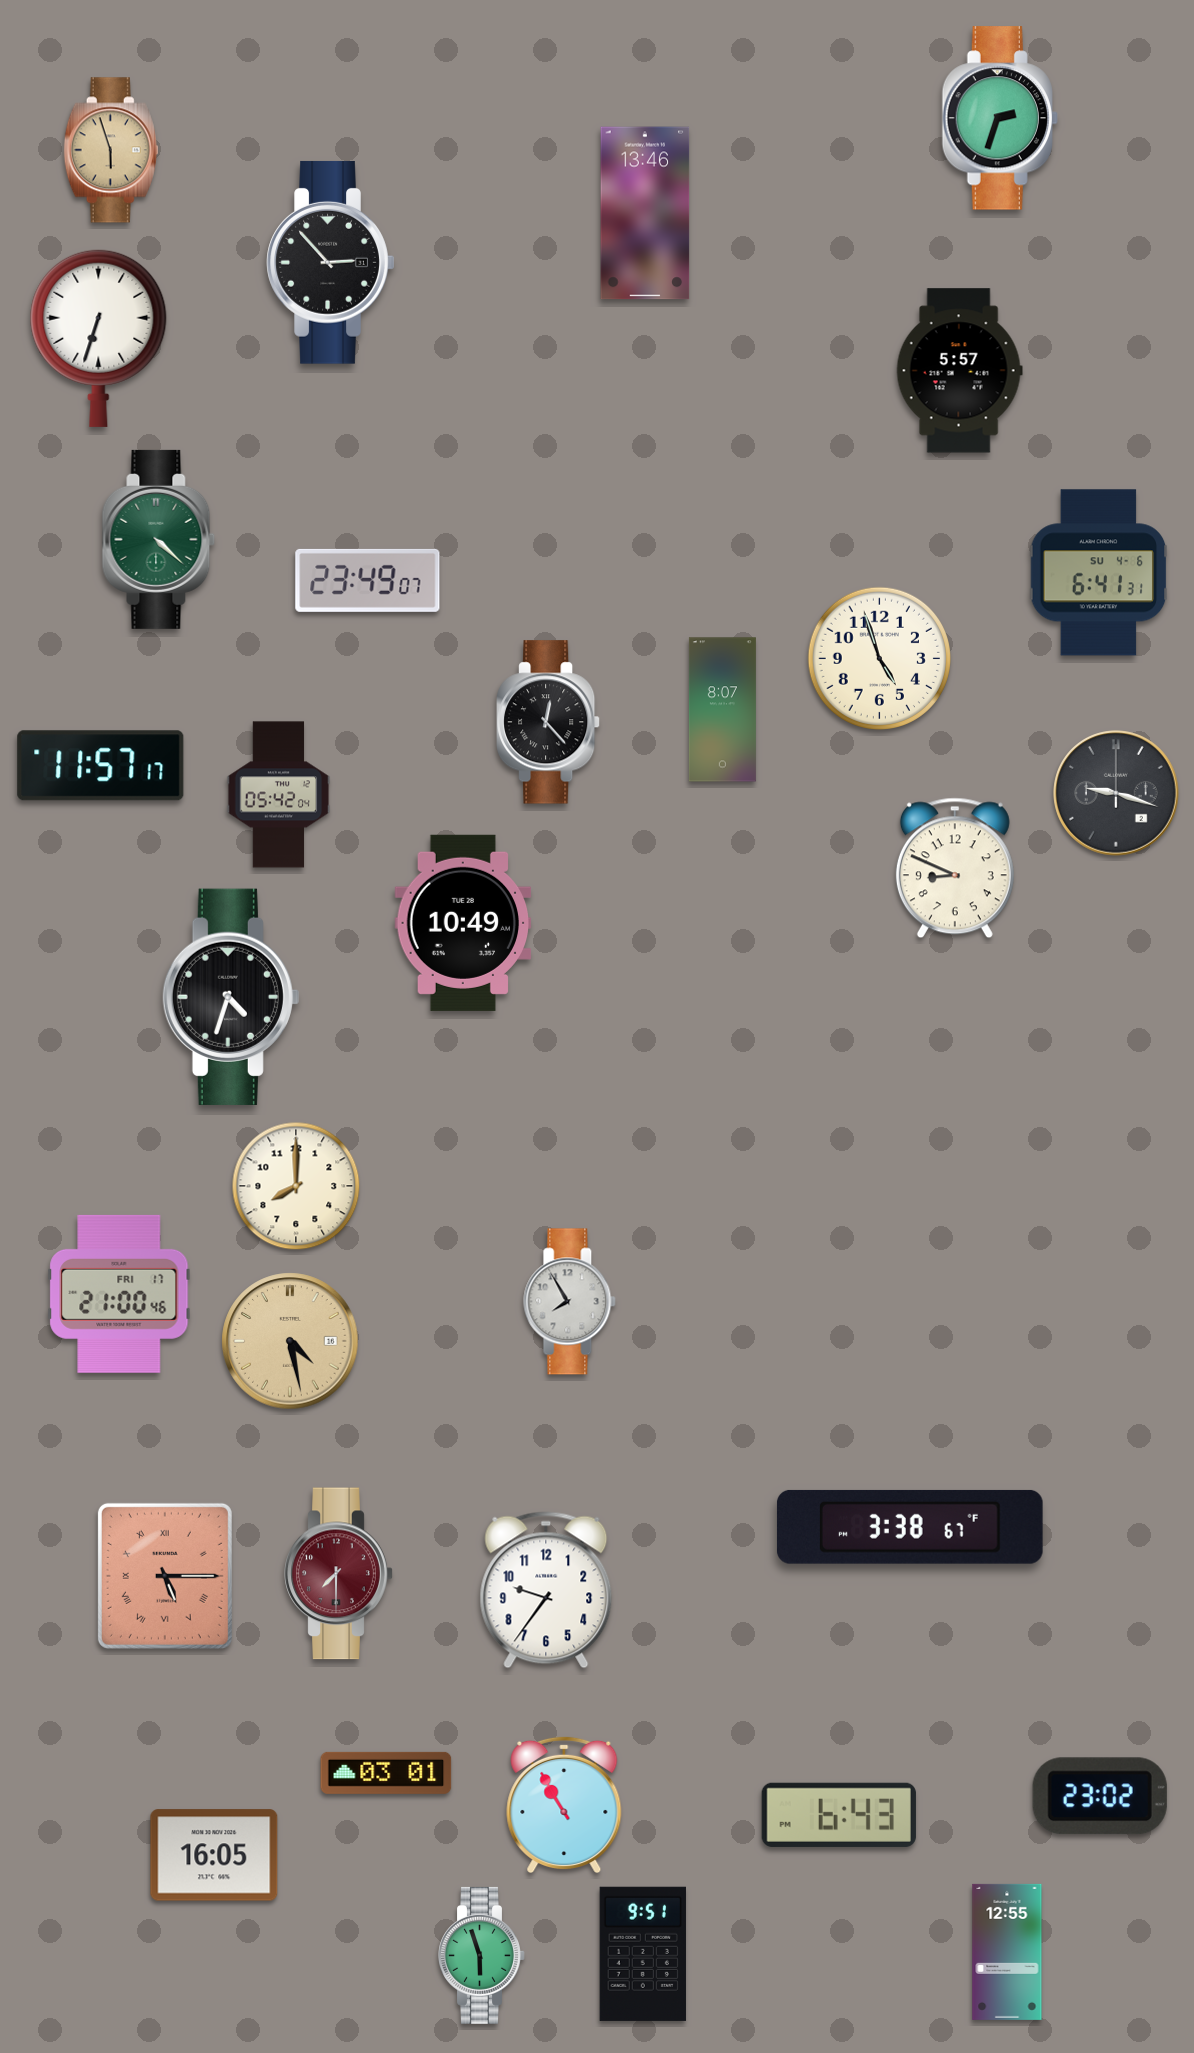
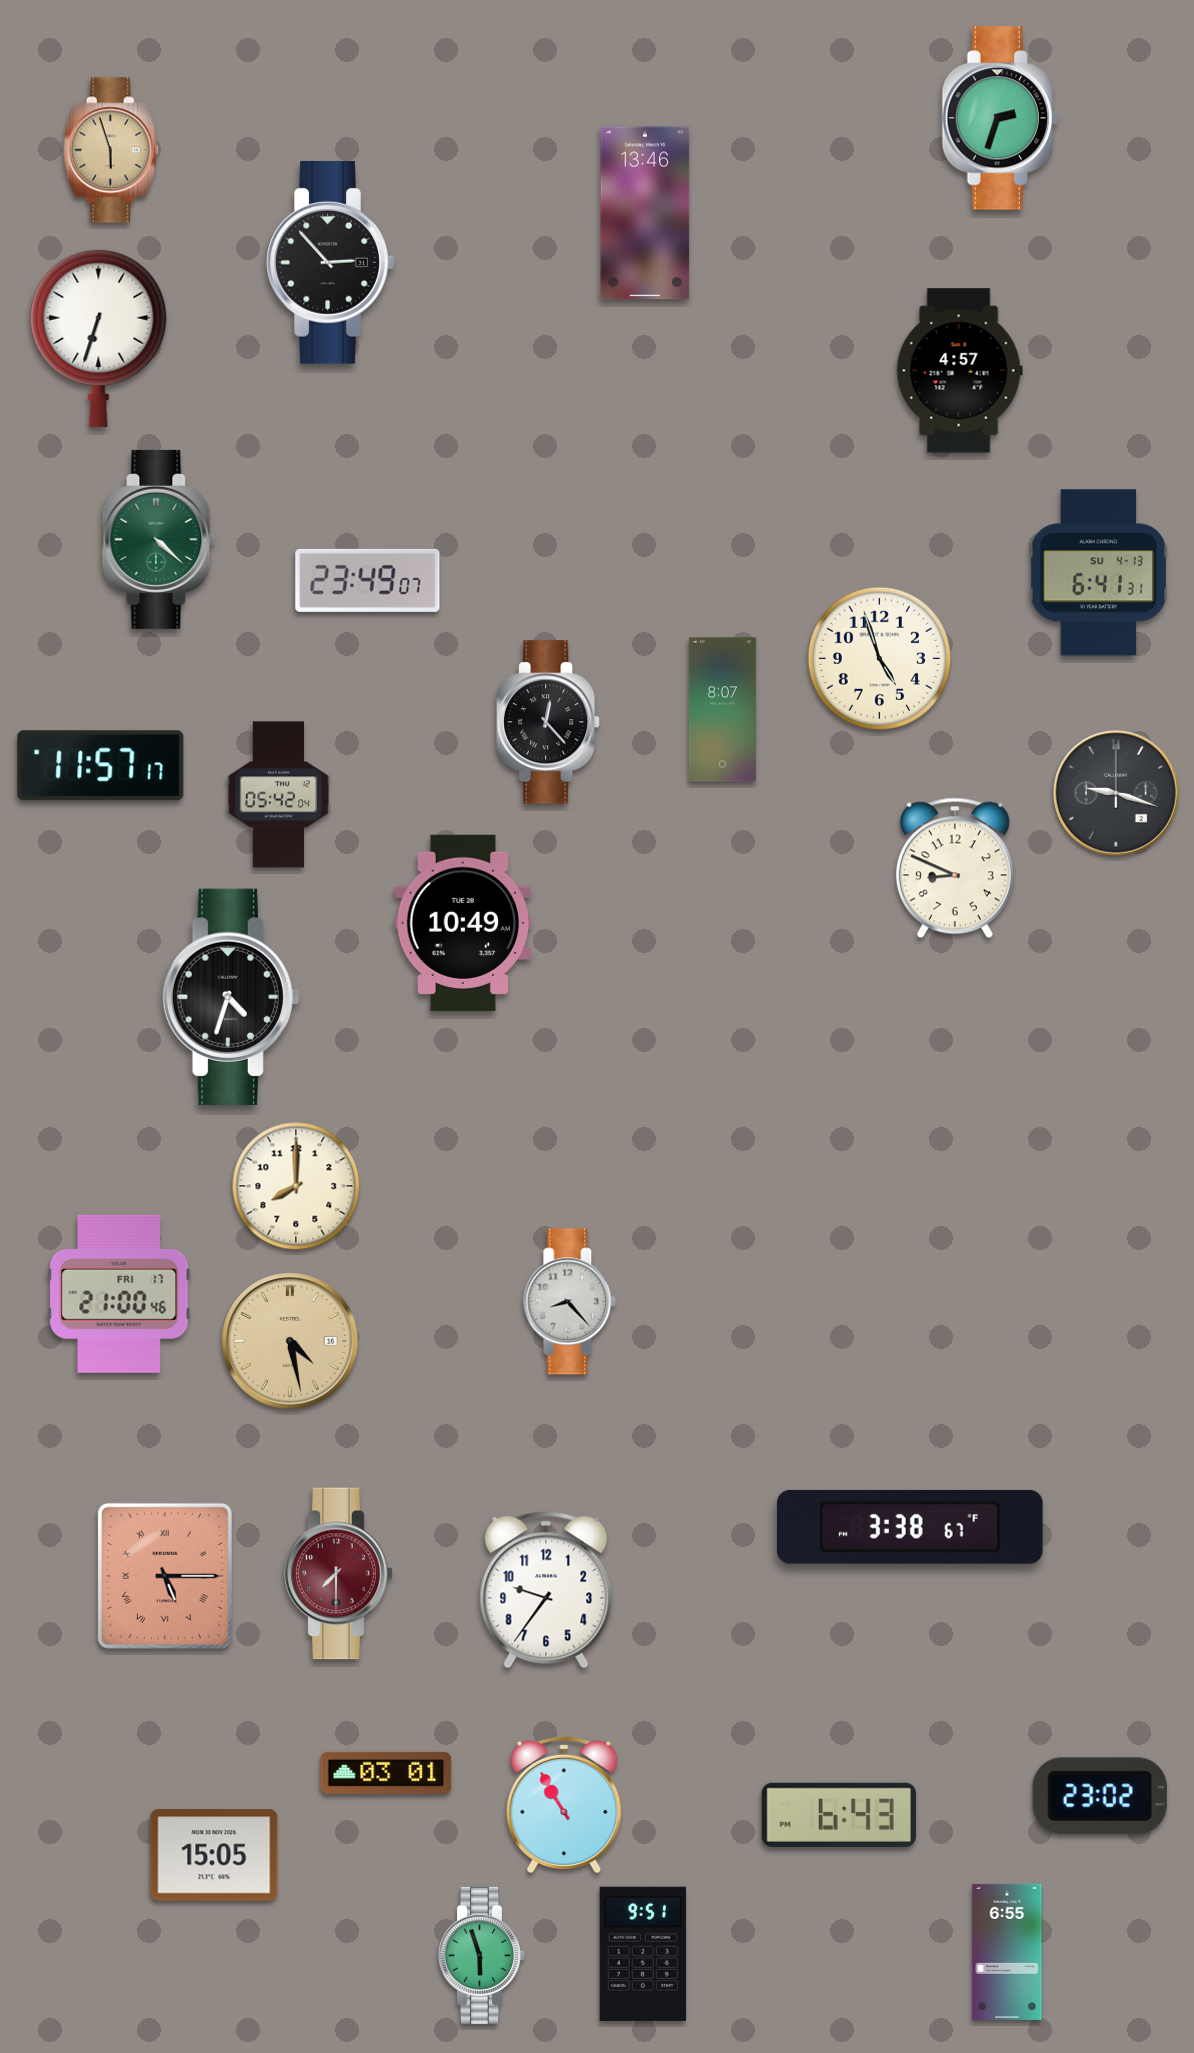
clock at (959, 371): 5:57 -> 4:57
clock at (1099, 573) date: SU 4-6 -> SU 4-13
clock at (570, 1302): 7:55 -> 8:23
clock at (214, 1855): 16:05 -> 15:05
clock at (1007, 1952): 12:55 -> 6:55
